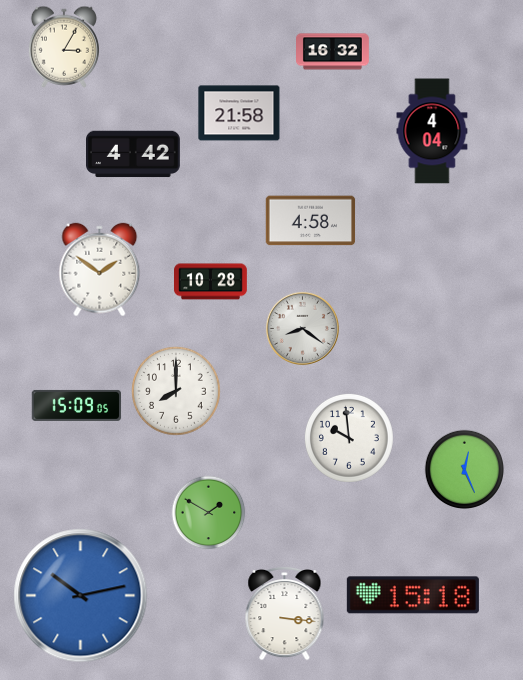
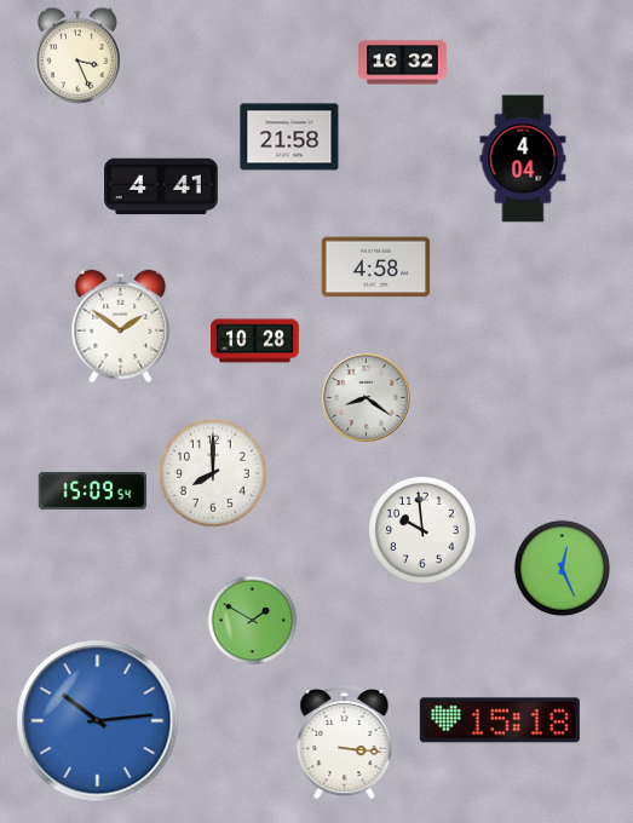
clock at (64, 47): 3:05 -> 3:26
clock at (134, 154): 4:42 -> 4:41
clock at (77, 405): 15:09:05 -> 15:09:54
clock at (81, 596): 10:13 -> 10:14
